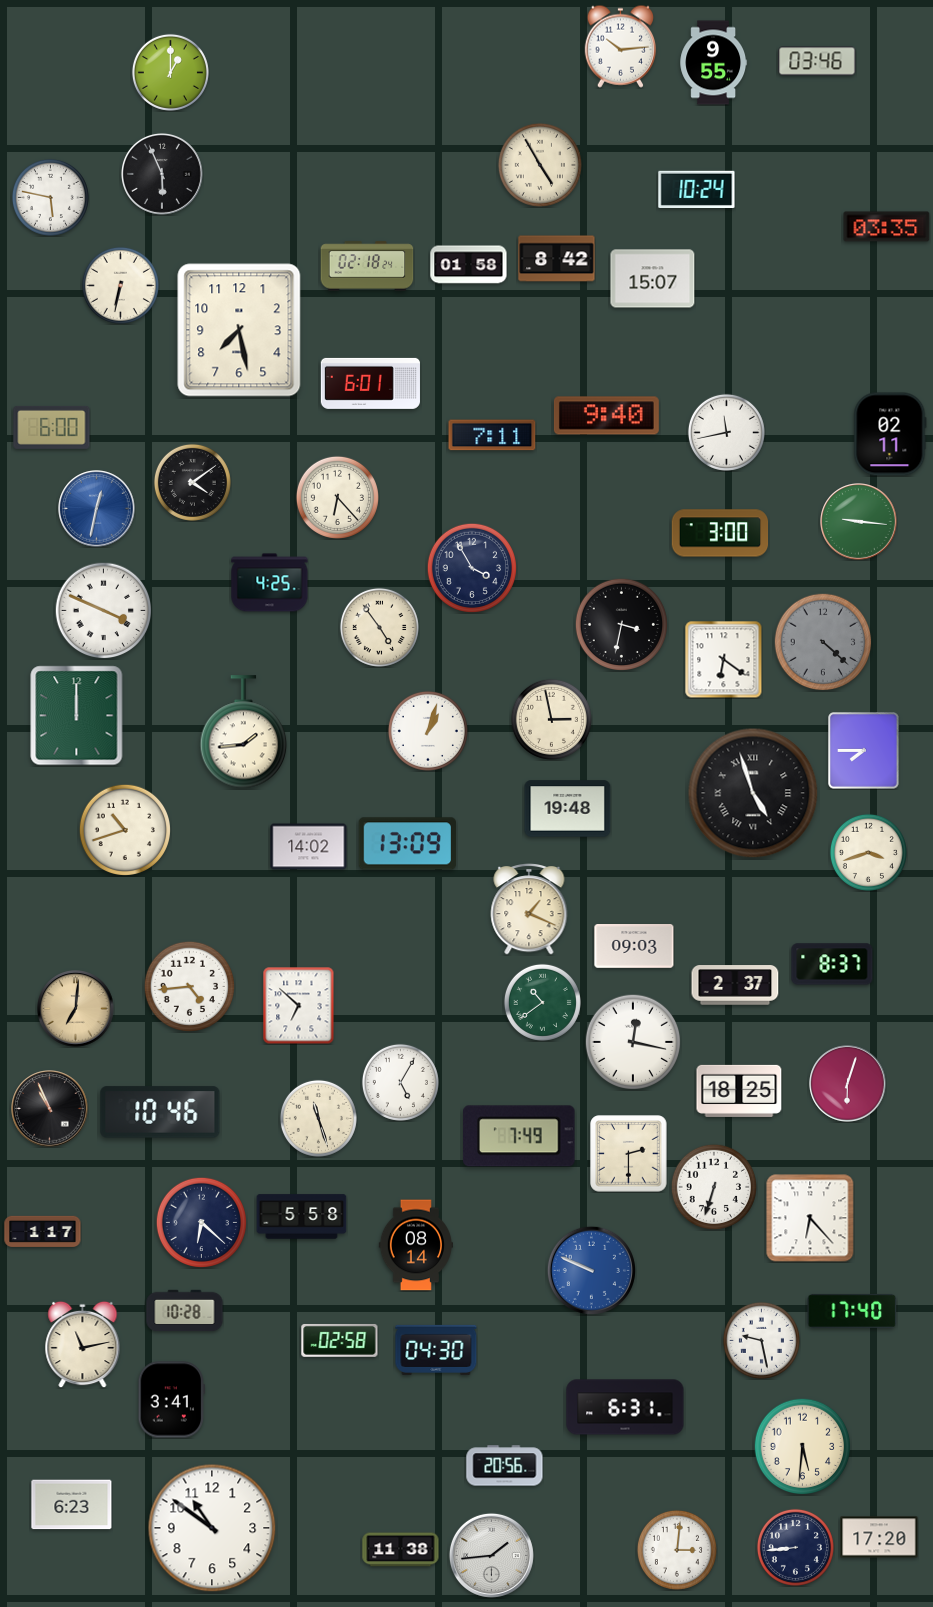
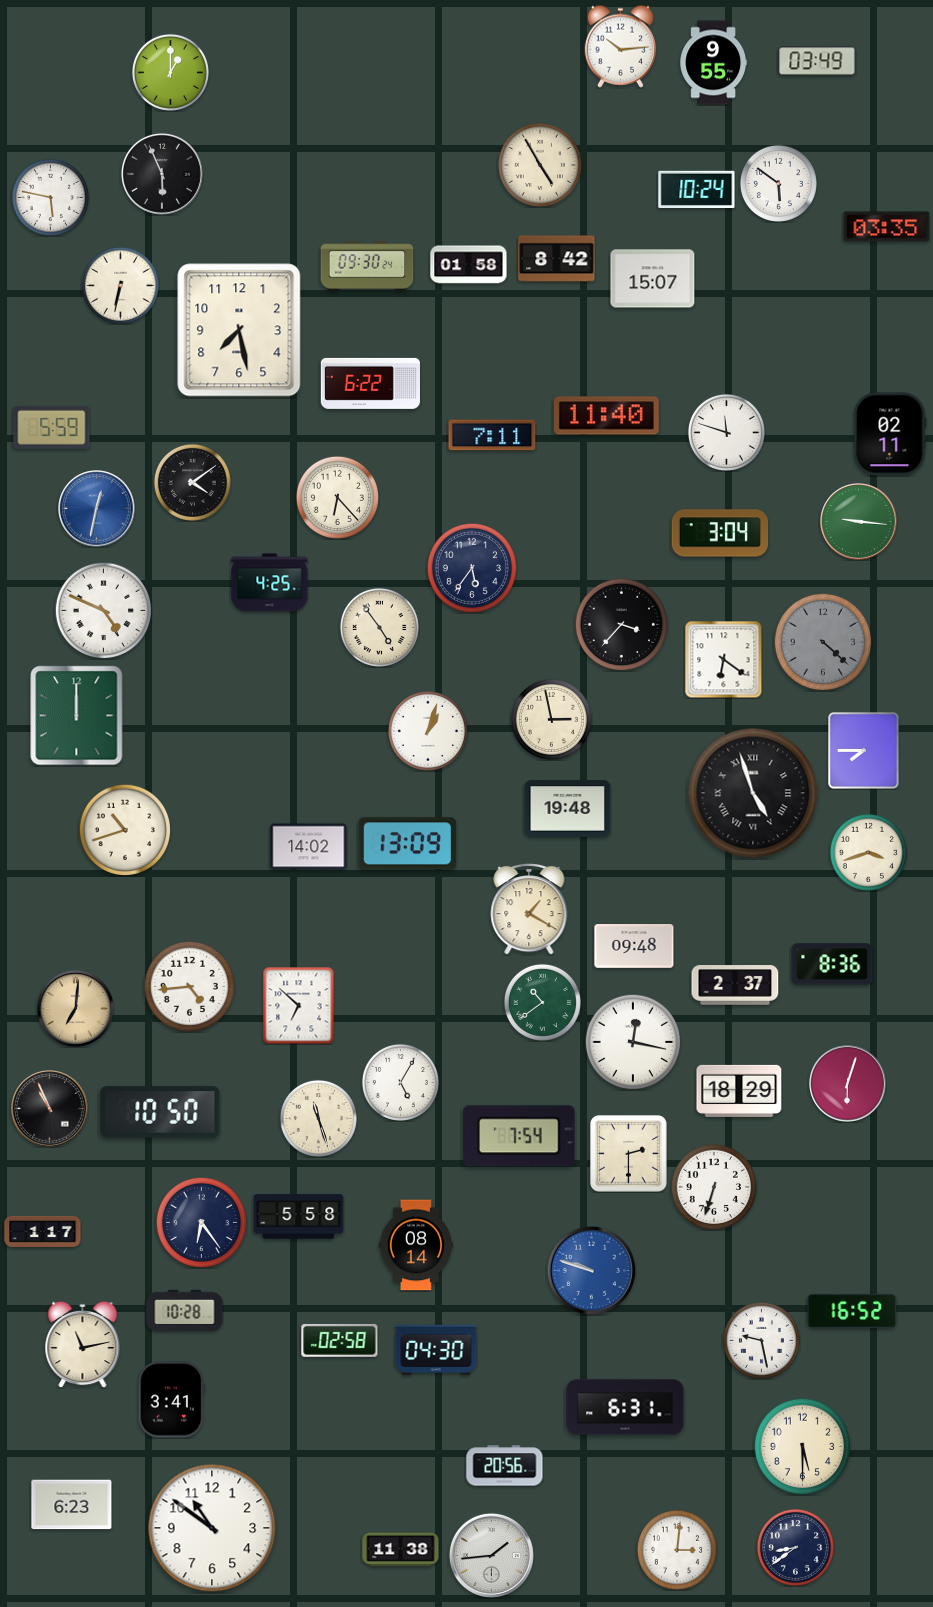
clock at (817, 61): 03:46 -> 03:49
clock at (778, 183): none -> 5:51
clock at (367, 266): 02:18 -> 09:30
clock at (370, 383): 6:01 -> 6:22
clock at (606, 416): 9:40 -> 11:40
clock at (52, 427): 6:00 -> 5:59
clock at (726, 432): 11:43 -> 11:48
clock at (720, 533): 3:00 -> 3:04
clock at (471, 567): 3:55 -> 5:36
clock at (103, 610): 3:49 -> 4:49
clock at (621, 624): 3:32 -> 3:37
clock at (244, 732): 1:44 -> none
clock at (529, 910): 1:19 -> 1:20
clock at (634, 947): 09:03 -> 09:48
clock at (832, 964): 8:37 -> 8:36
clock at (739, 1091): 18:25 -> 18:29
clock at (160, 1112): 10:46 -> 10:50
clock at (519, 1136): 7:49 -> 7:54
clock at (302, 1217) position: (302, 1217) -> (299, 1217)
clock at (810, 1218): 6:23 -> none
clock at (201, 1222): 6:22 -> 6:24
clock at (591, 1270): 9:49 -> 9:48
clock at (852, 1311): 17:40 -> 16:52
clock at (802, 1446): 5:31 -> 5:30
clock at (879, 1537): 17:20 -> none
clock at (795, 1547): 8:44 -> 8:39
